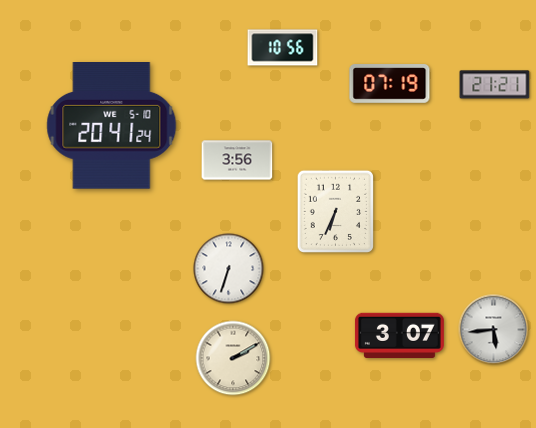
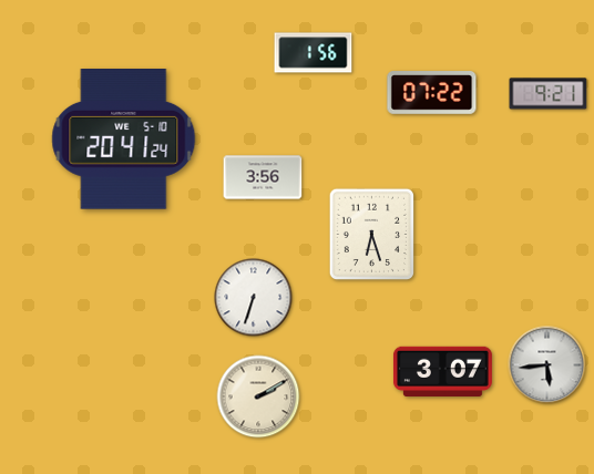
clock at (283, 48): 10:56 -> 1:56
clock at (390, 84): 07:19 -> 07:22
clock at (495, 85): 21:21 -> 9:21
clock at (335, 212): 6:34 -> 6:27
